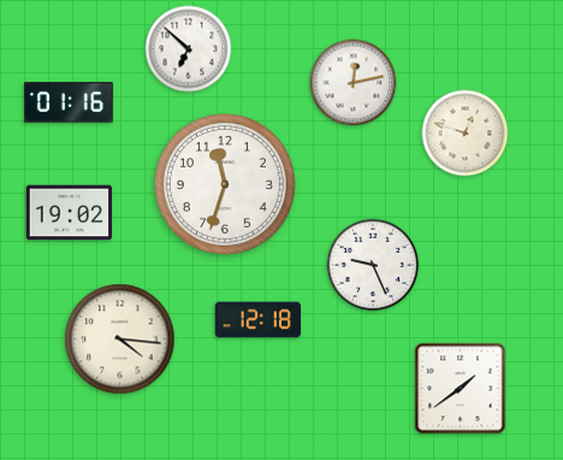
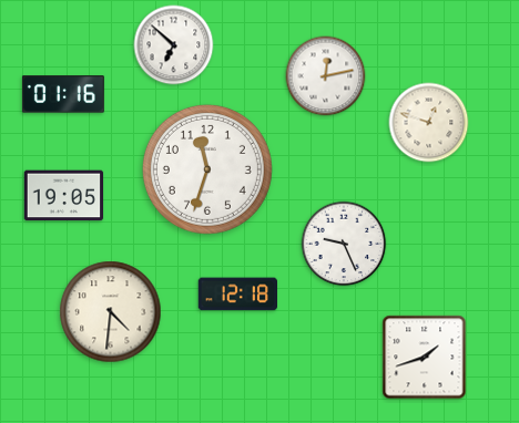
clock at (70, 213): 19:02 -> 19:05
clock at (120, 340): 4:16 -> 4:31
clock at (461, 389): 1:39 -> 1:42
